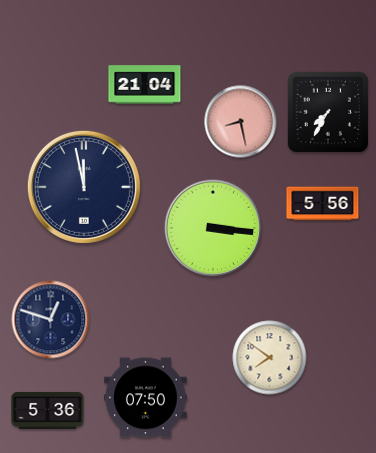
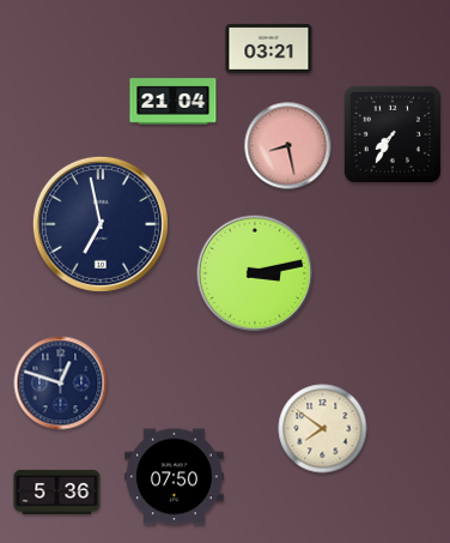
clock at (269, 48): none -> 03:21
clock at (84, 187): 11:58 -> 6:58
clock at (323, 204): 5:56 -> none
clock at (213, 228): 3:16 -> 3:13
